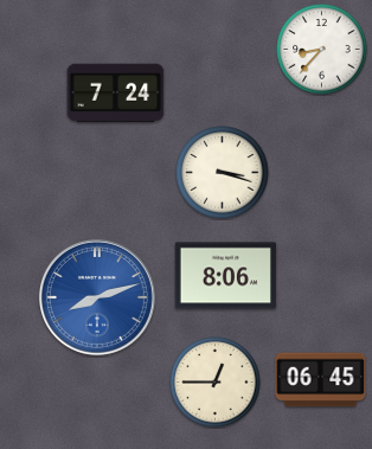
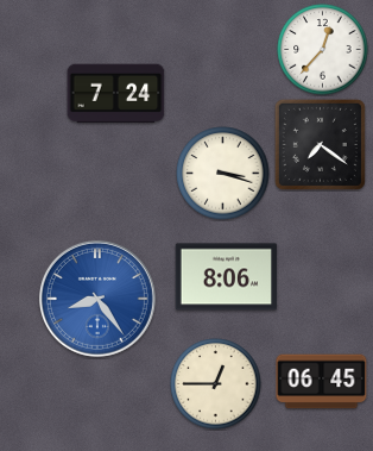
clock at (322, 50): 8:37 -> 12:37
clock at (320, 144): none -> 7:21
clock at (97, 297): 8:12 -> 8:24
